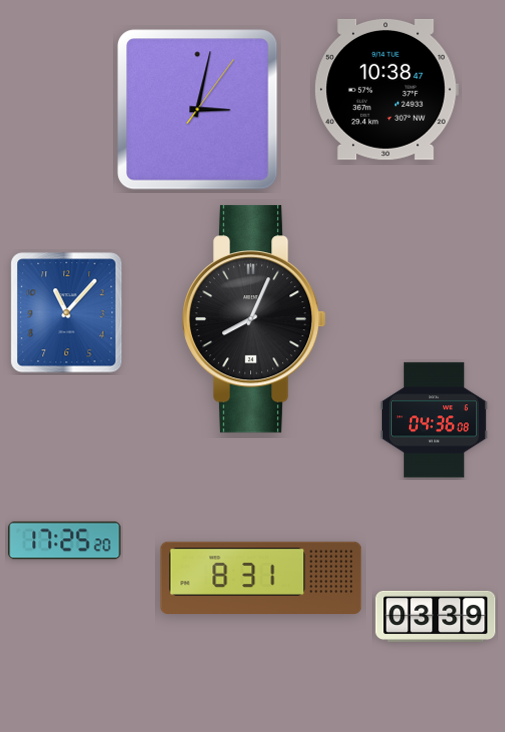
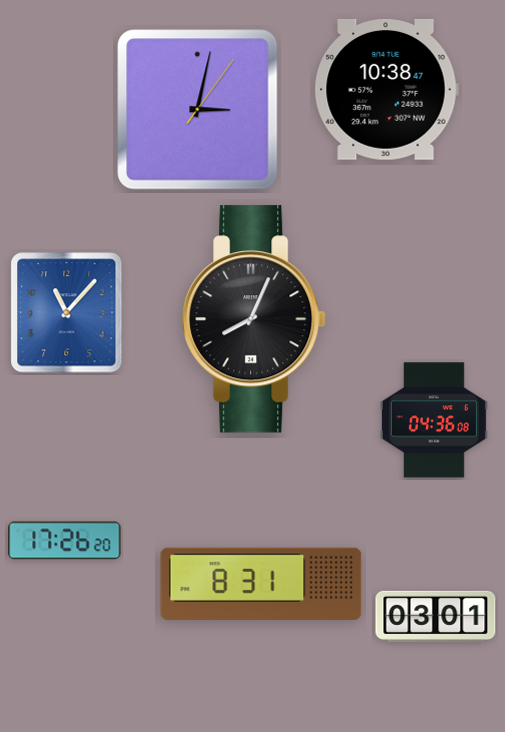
clock at (65, 541): 17:25 -> 17:26
clock at (261, 578) position: (261, 578) -> (261, 584)
clock at (436, 616): 03:39 -> 03:01
